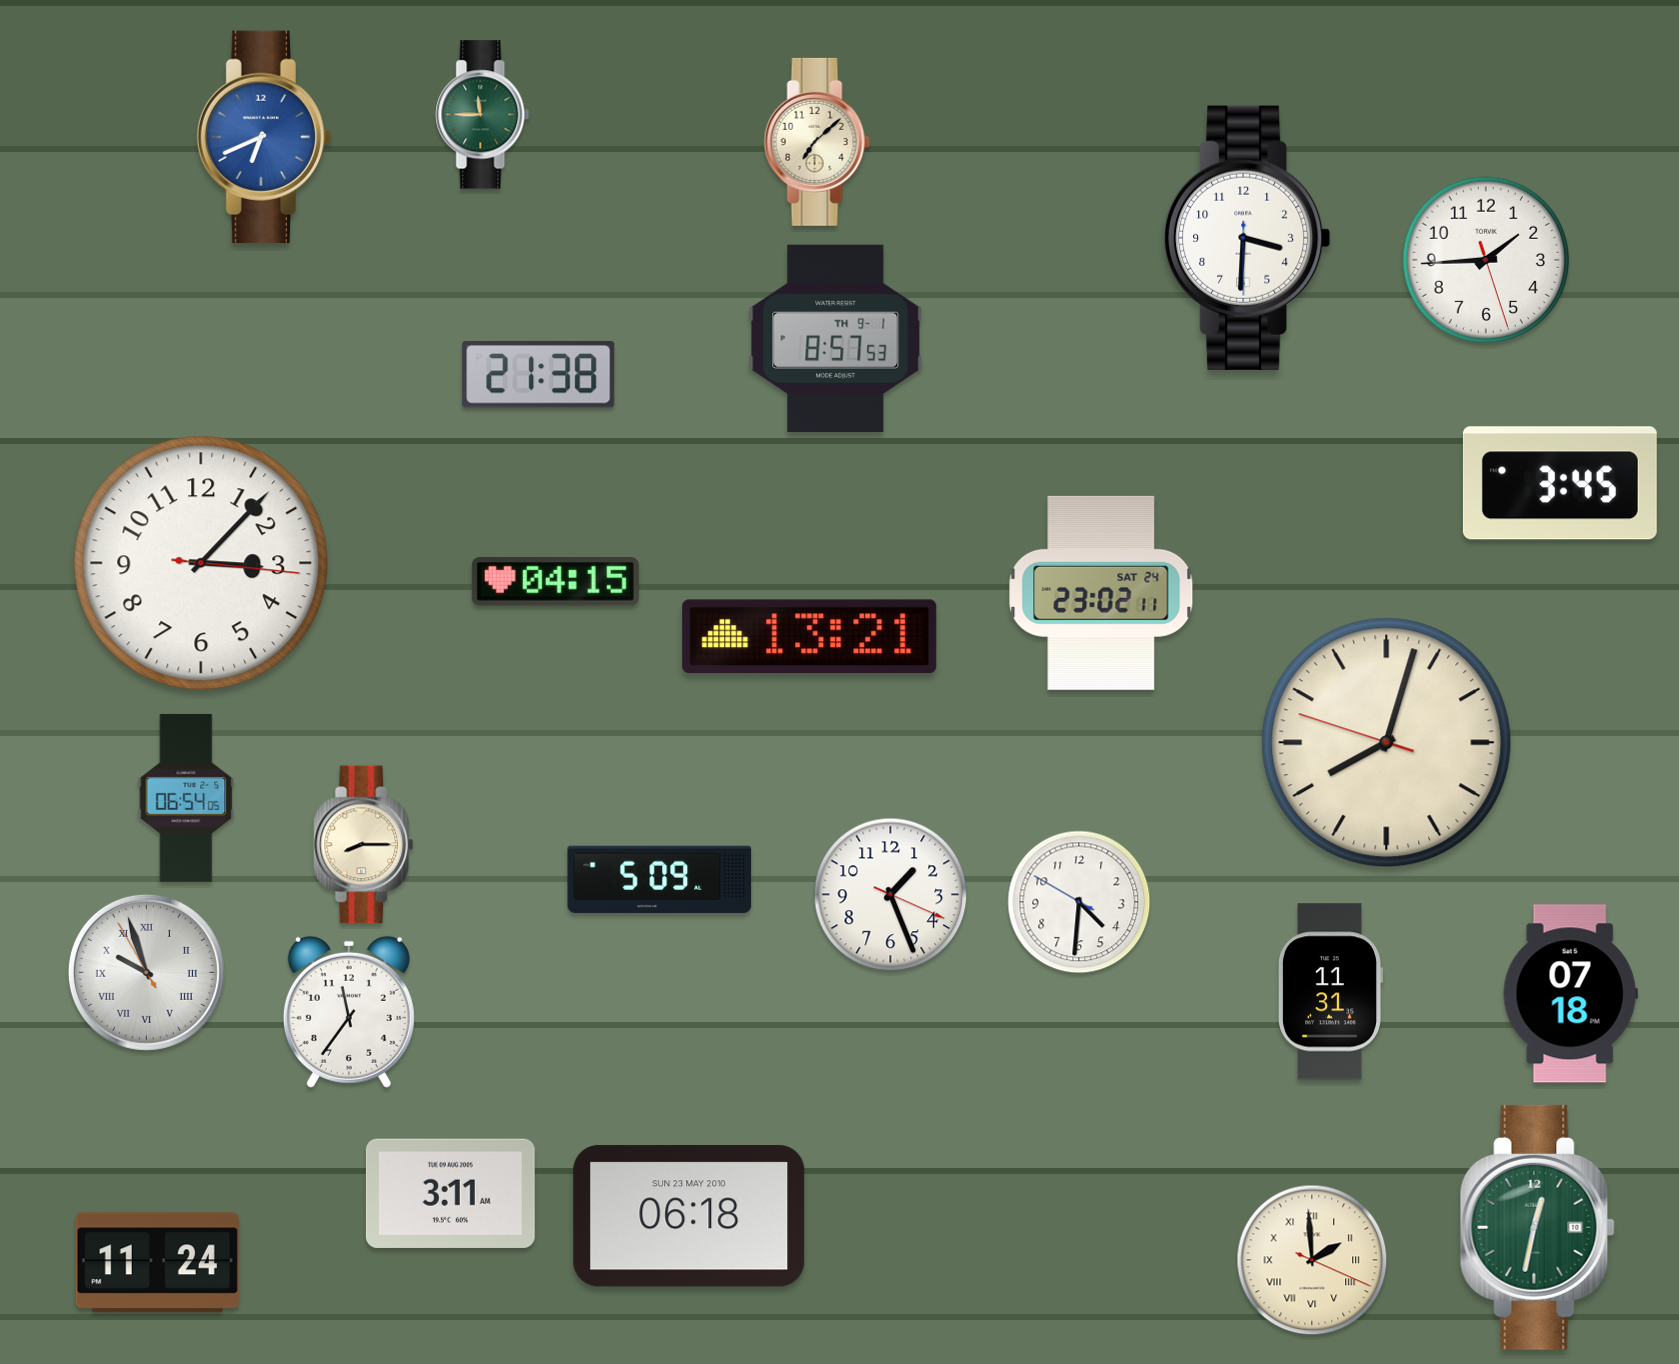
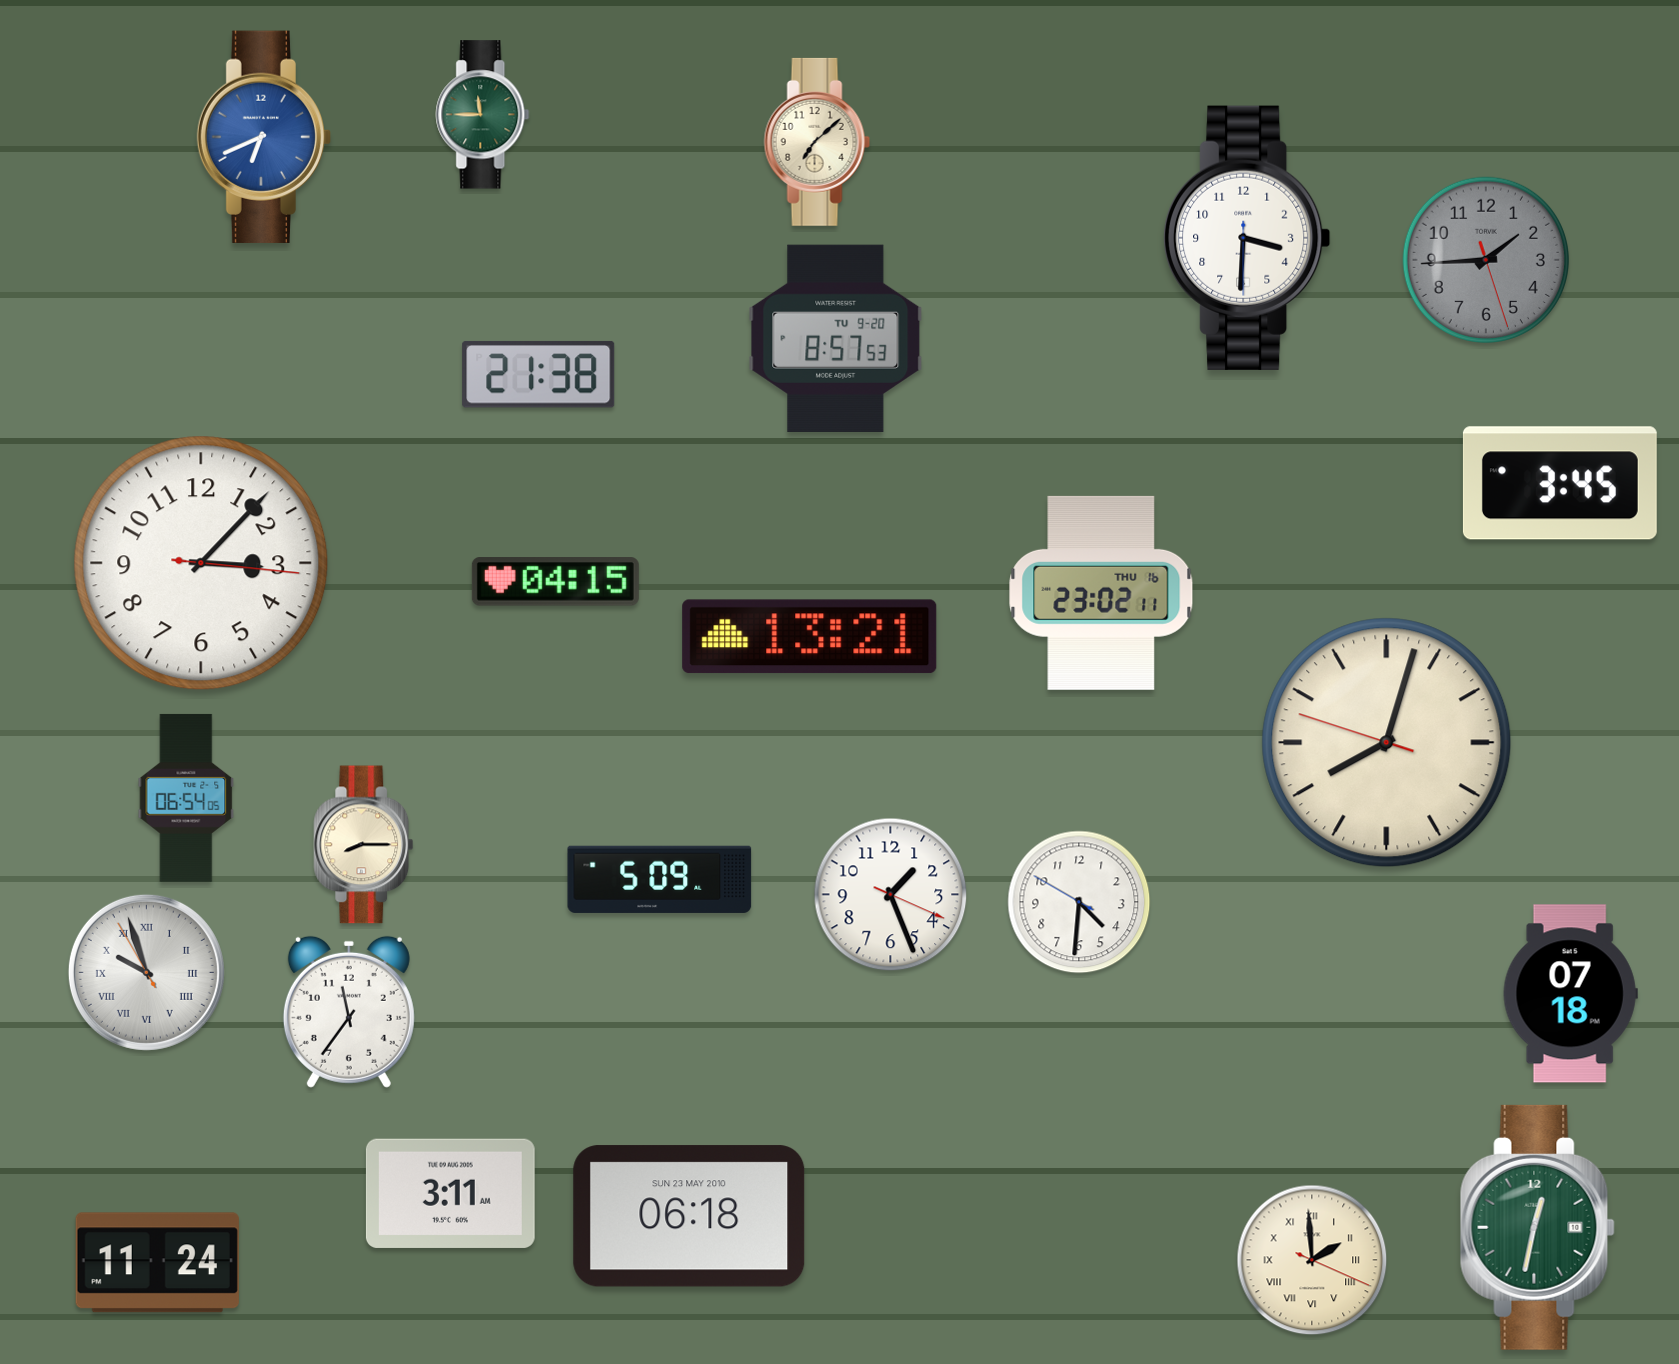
clock at (1485, 259) dial: white -> grey
clock at (836, 338) date: TH 9-1 -> TU 9-20
clock at (1101, 593) date: SAT 24 -> THU 16
clock at (1330, 992): 11:31 -> none
